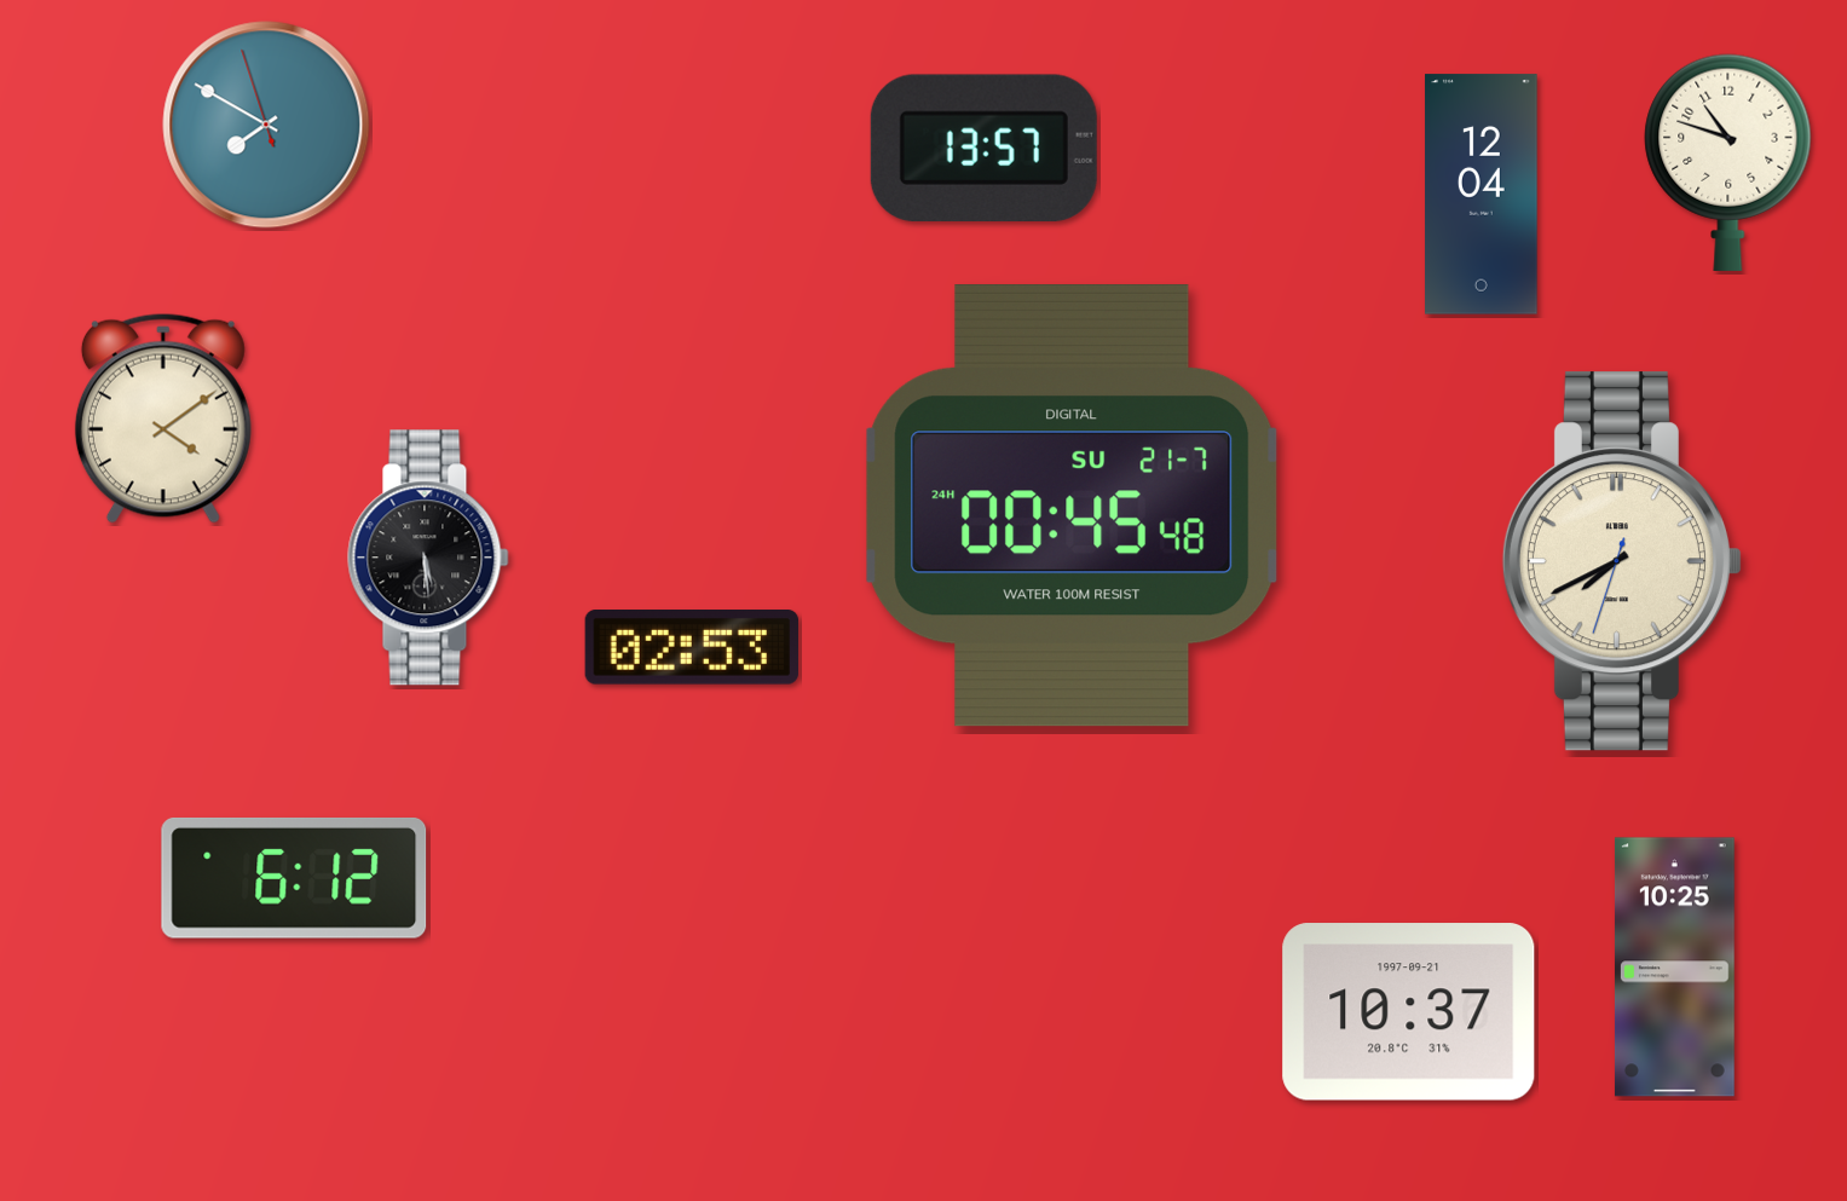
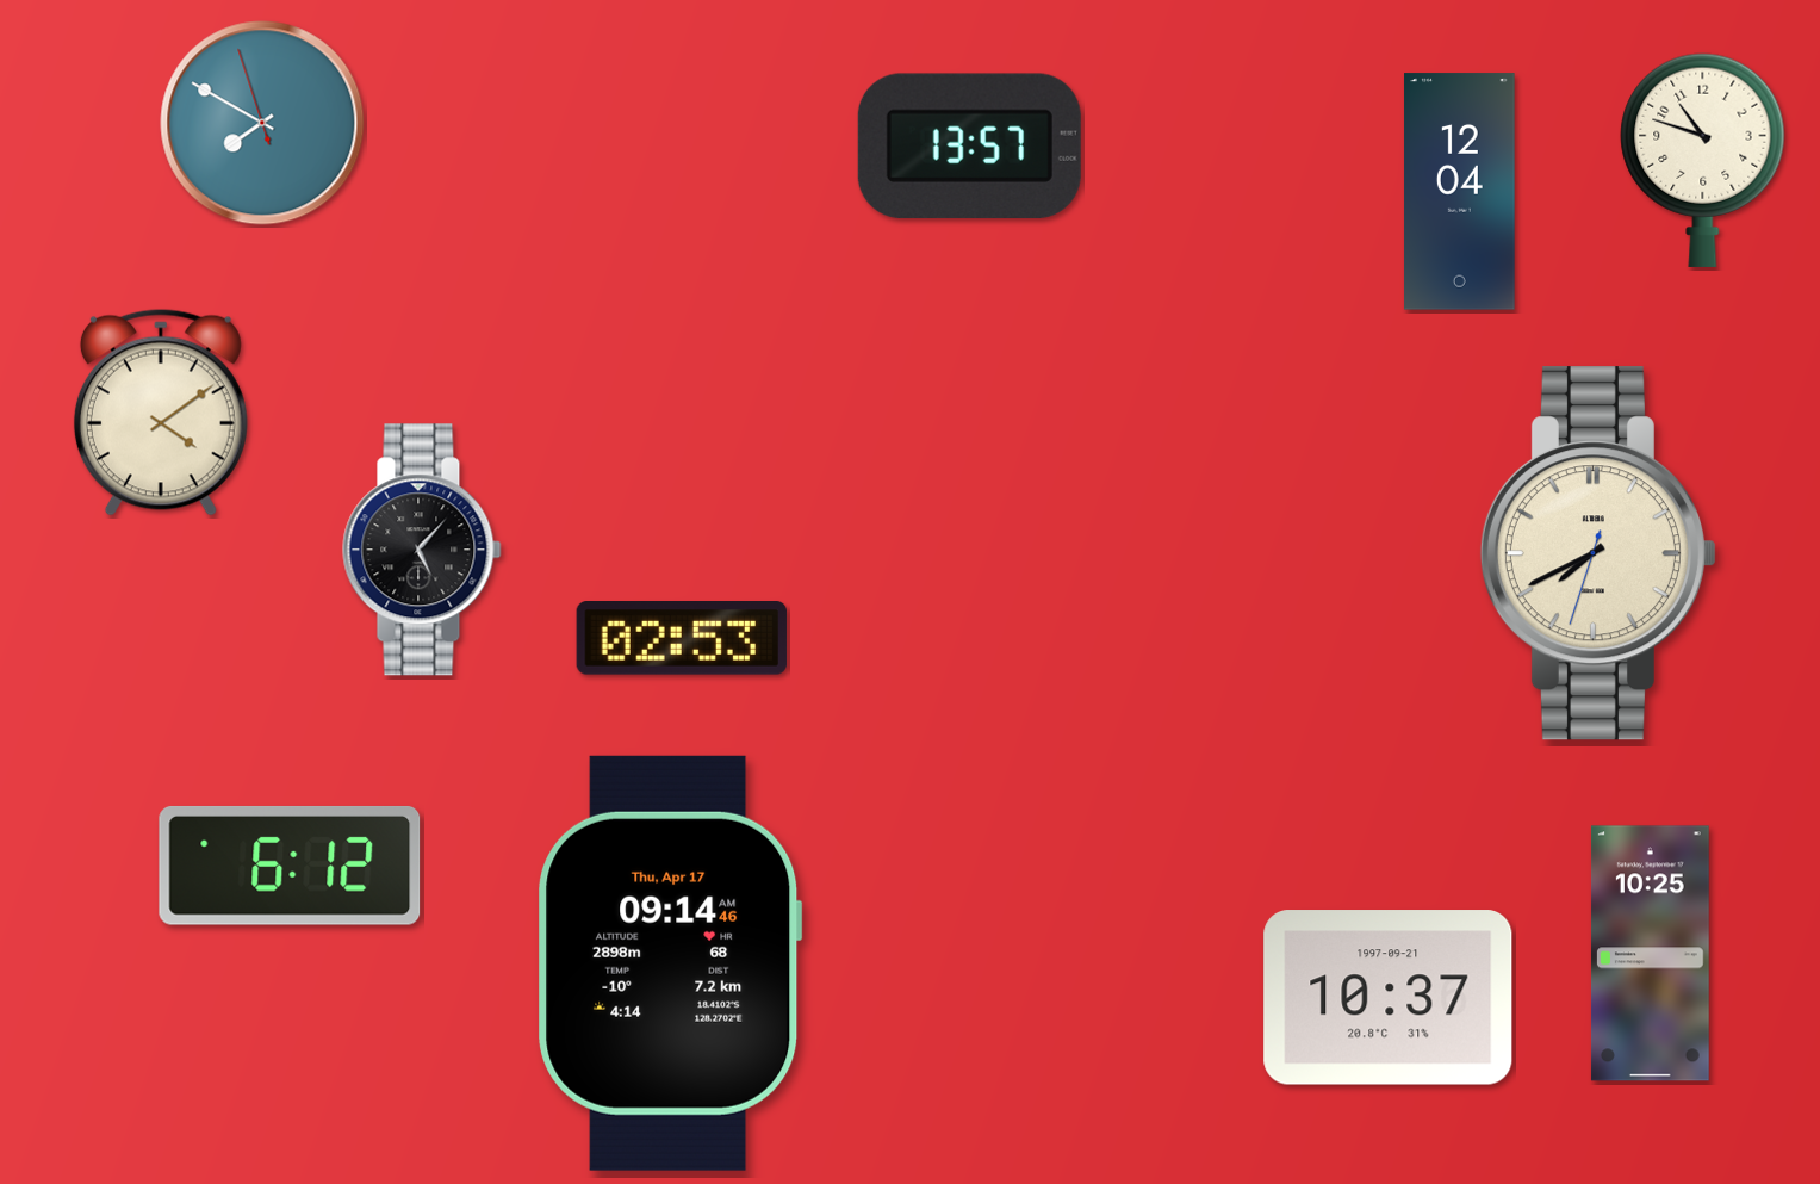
clock at (1072, 506): 00:45 -> none
clock at (428, 558): 5:29 -> 5:07
clock at (670, 963): none -> 09:14
